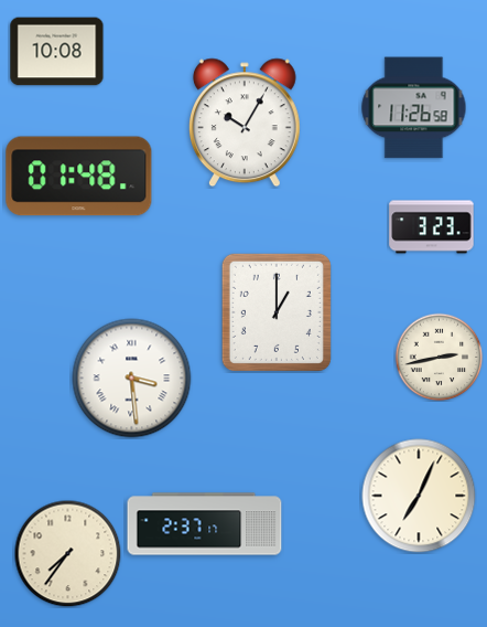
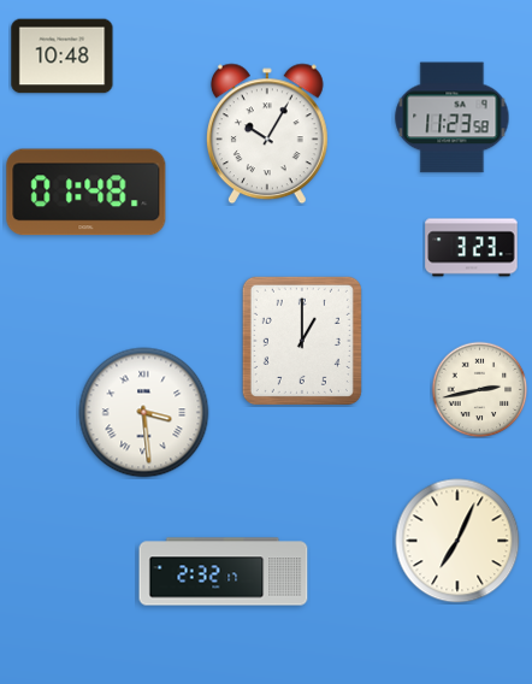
clock at (57, 52): 10:08 -> 10:48
clock at (414, 108): 11:26 -> 11:23
clock at (205, 524): 2:37 -> 2:32
clock at (67, 553): 7:36 -> none
